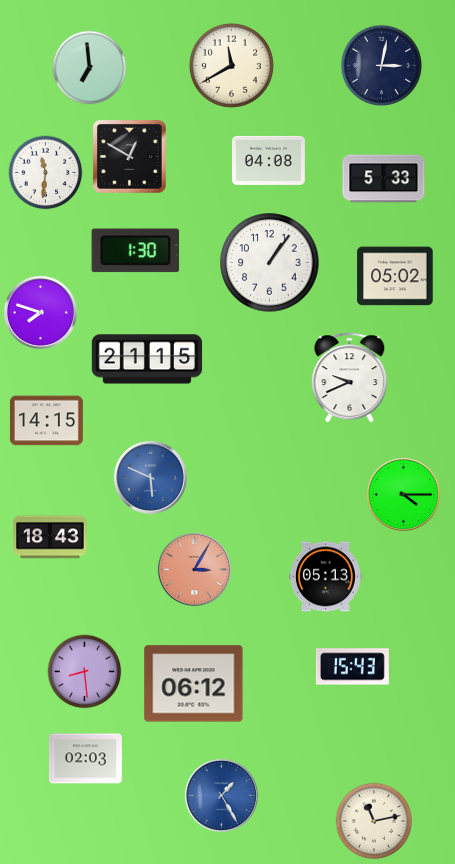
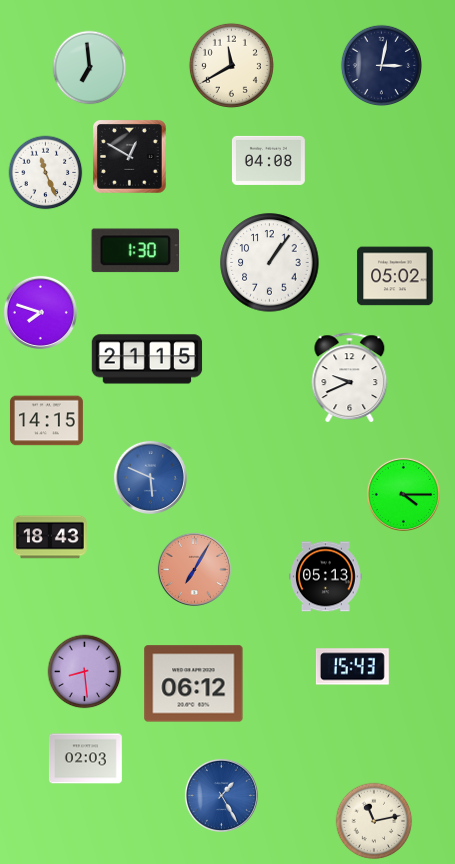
clock at (46, 173): 11:31 -> 11:26
clock at (384, 179): 5:33 -> none
clock at (194, 569): 3:05 -> 7:05
